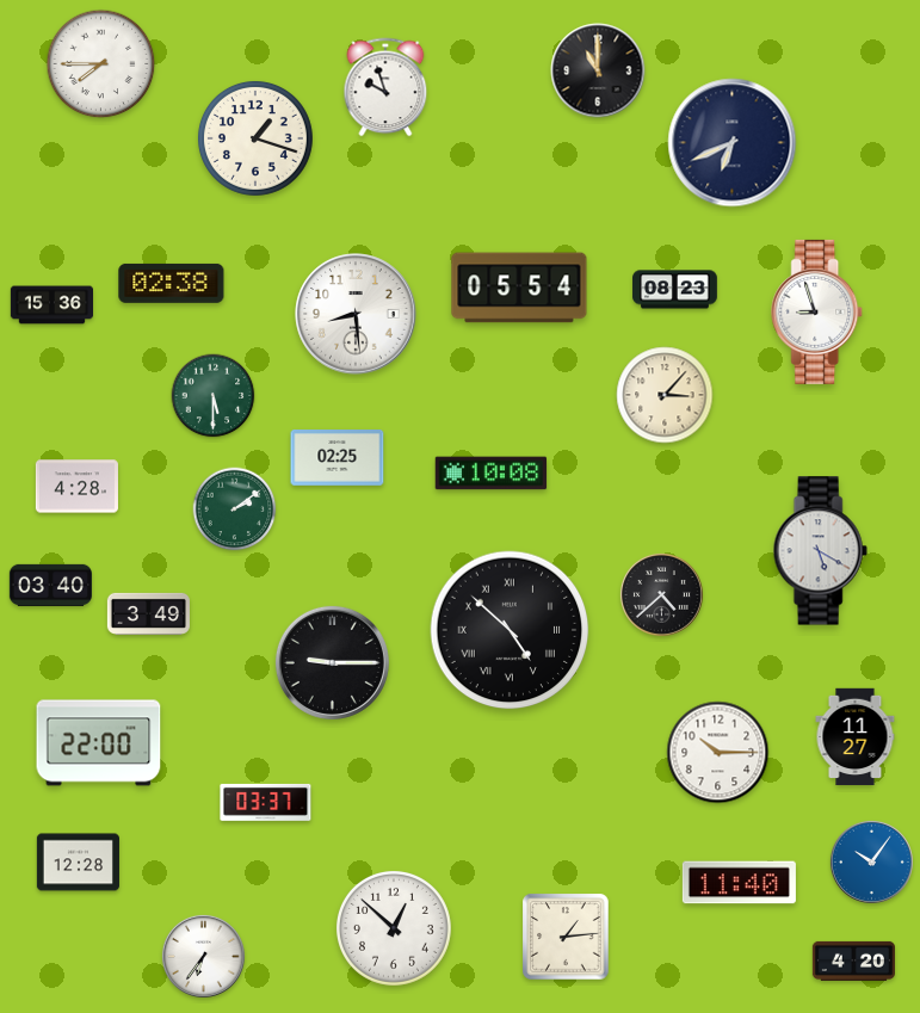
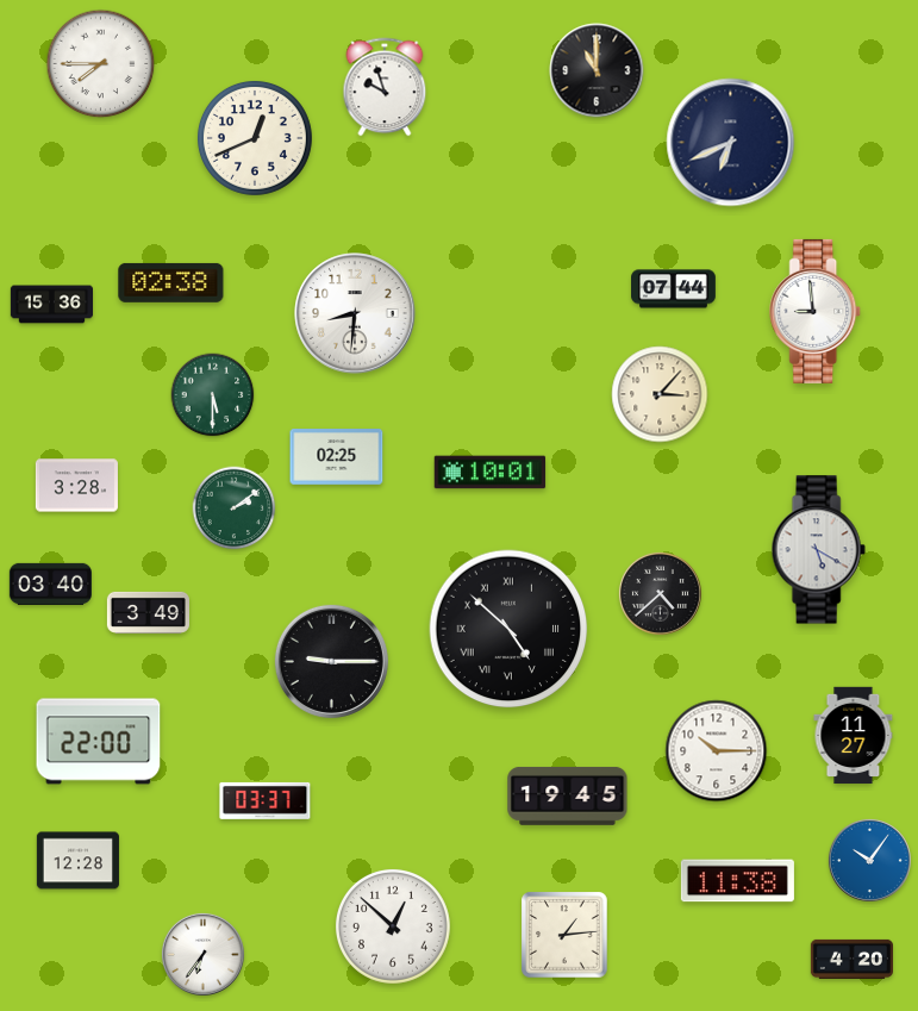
clock at (255, 138): 1:18 -> 12:41
clock at (519, 288): 05:54 -> none
clock at (675, 290): 08:23 -> 07:44
clock at (817, 311): 8:57 -> 8:59
clock at (356, 314): 8:29 -> 8:31
clock at (665, 395) position: (665, 395) -> (660, 394)
clock at (492, 474): 10:08 -> 10:01
clock at (76, 487): 4:28 -> 3:28
clock at (568, 795): none -> 19:45
clock at (739, 883): 11:40 -> 11:38
